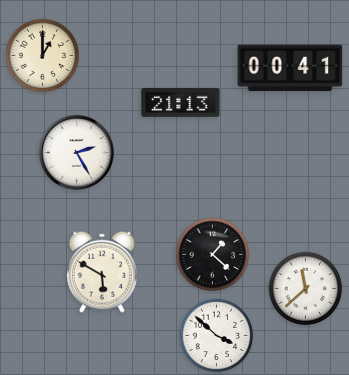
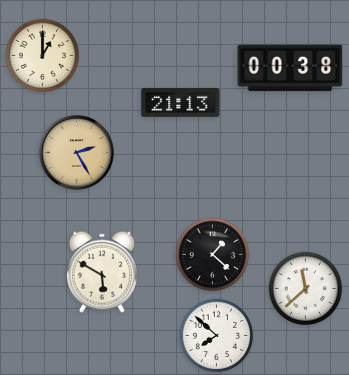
clock at (290, 68): 00:41 -> 00:38
clock at (76, 152) dial: white -> champagne
clock at (217, 336): 3:52 -> 7:52
